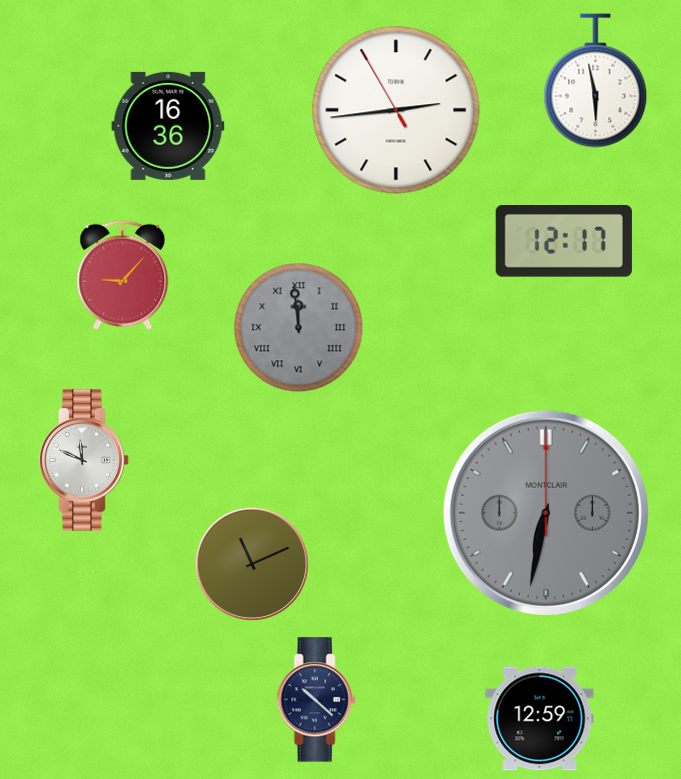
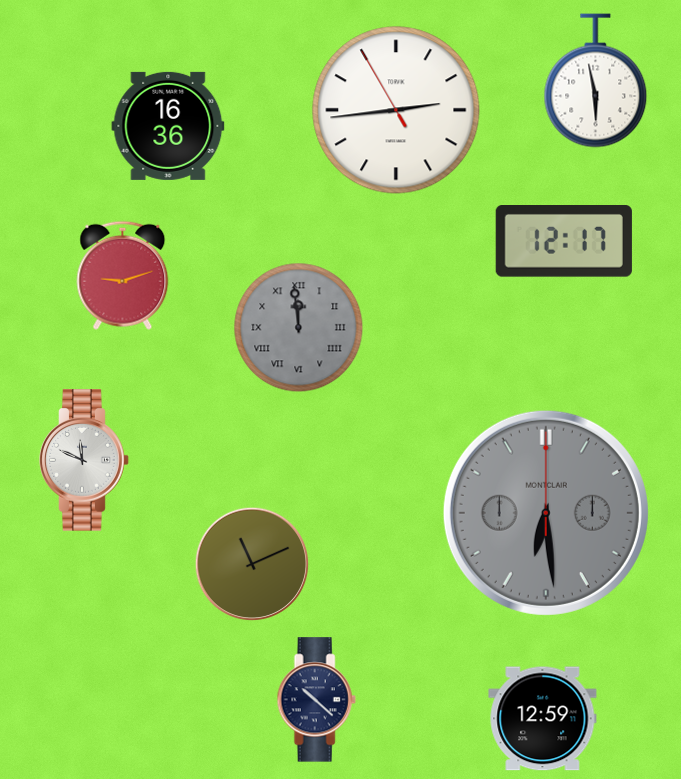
clock at (123, 275): 9:07 -> 9:12
clock at (546, 513): 6:32 -> 6:29
clock at (540, 719) position: (540, 719) -> (543, 719)
